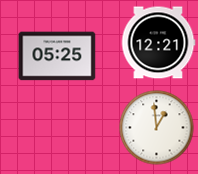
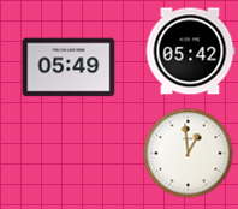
clock at (158, 43): 12:21 -> 05:42
clock at (57, 56): 05:25 -> 05:49
